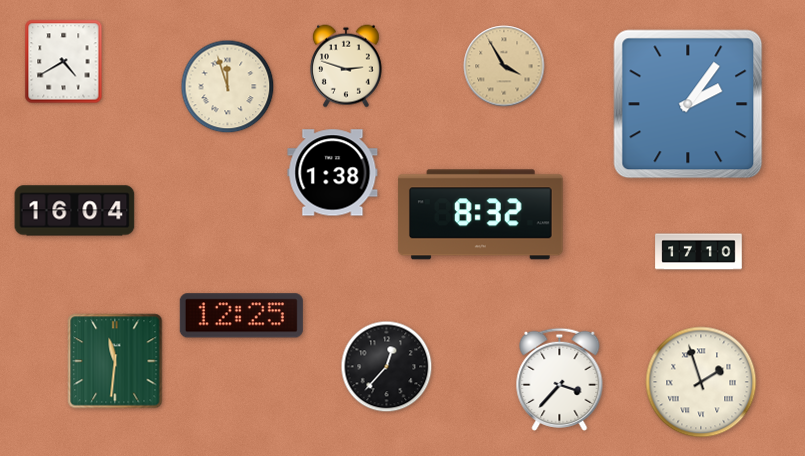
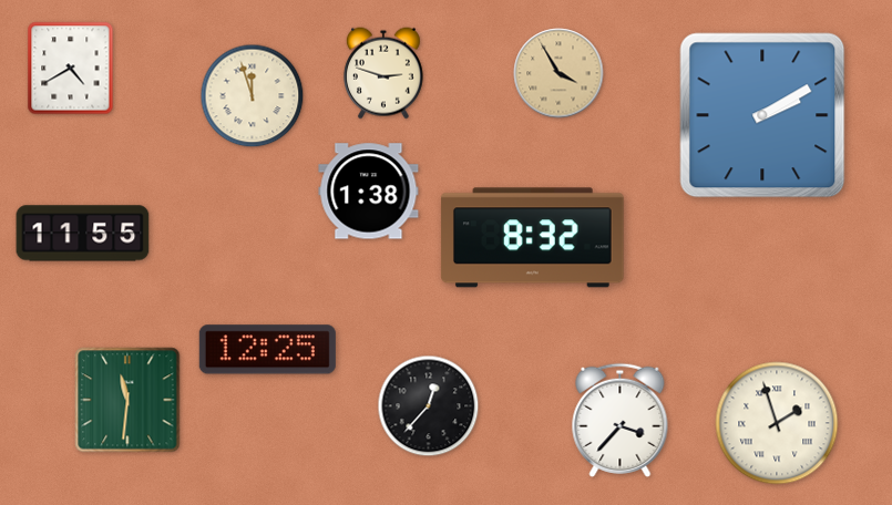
clock at (688, 104): 2:06 -> 2:10
clock at (75, 211): 16:04 -> 11:55
clock at (699, 252): 17:10 -> none
